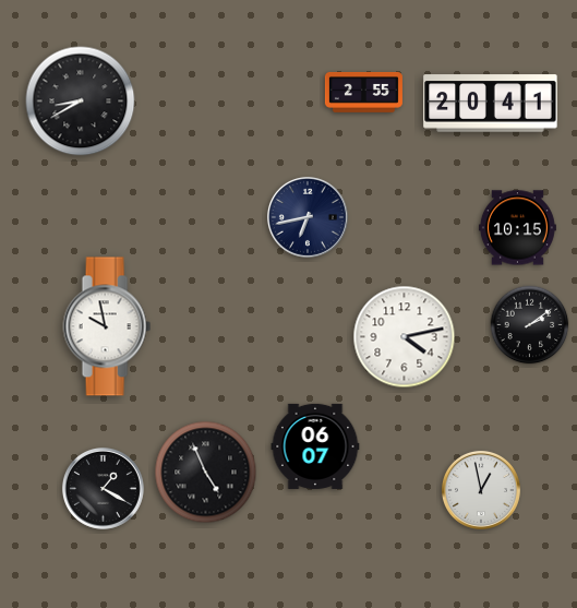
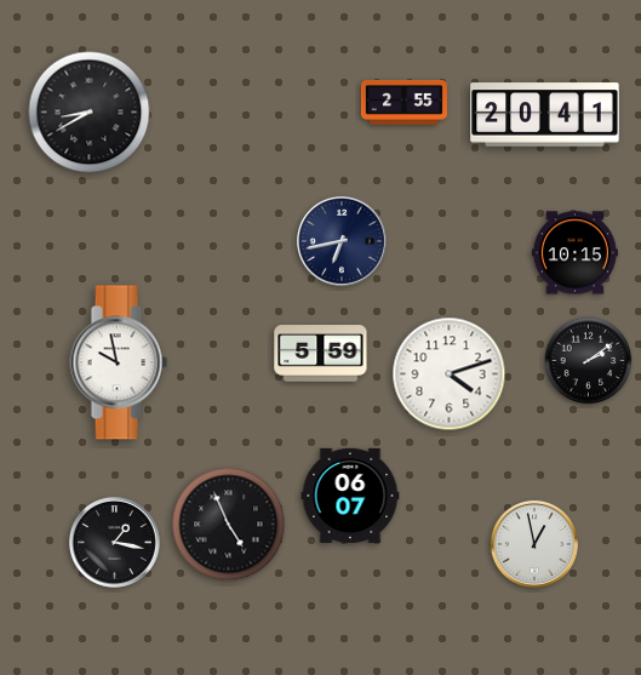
clock at (321, 354): none -> 5:59
clock at (405, 337): 4:13 -> 4:12
clock at (103, 488): 1:20 -> 1:17
